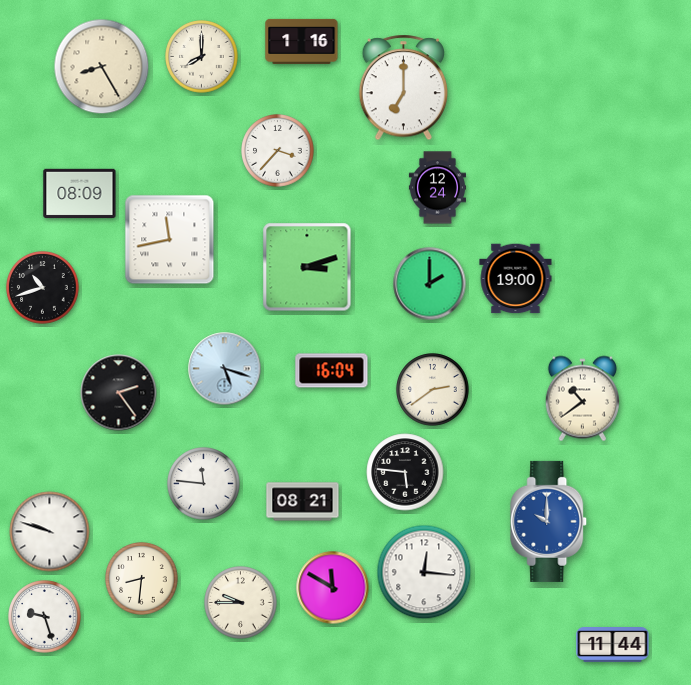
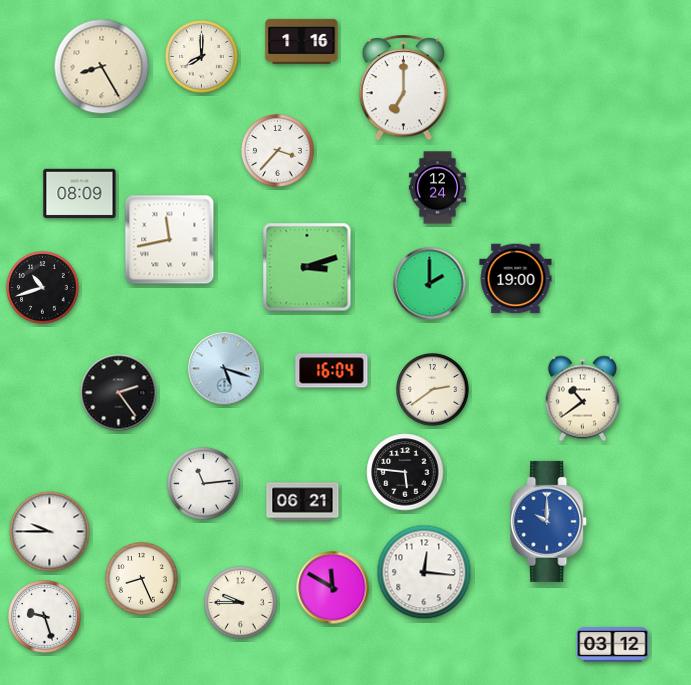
clock at (204, 484): 11:46 -> 11:14
clock at (303, 502): 08:21 -> 06:21
clock at (50, 532): 9:48 -> 9:45
clock at (142, 579): 8:31 -> 8:26
clock at (613, 645): 11:44 -> 03:12
